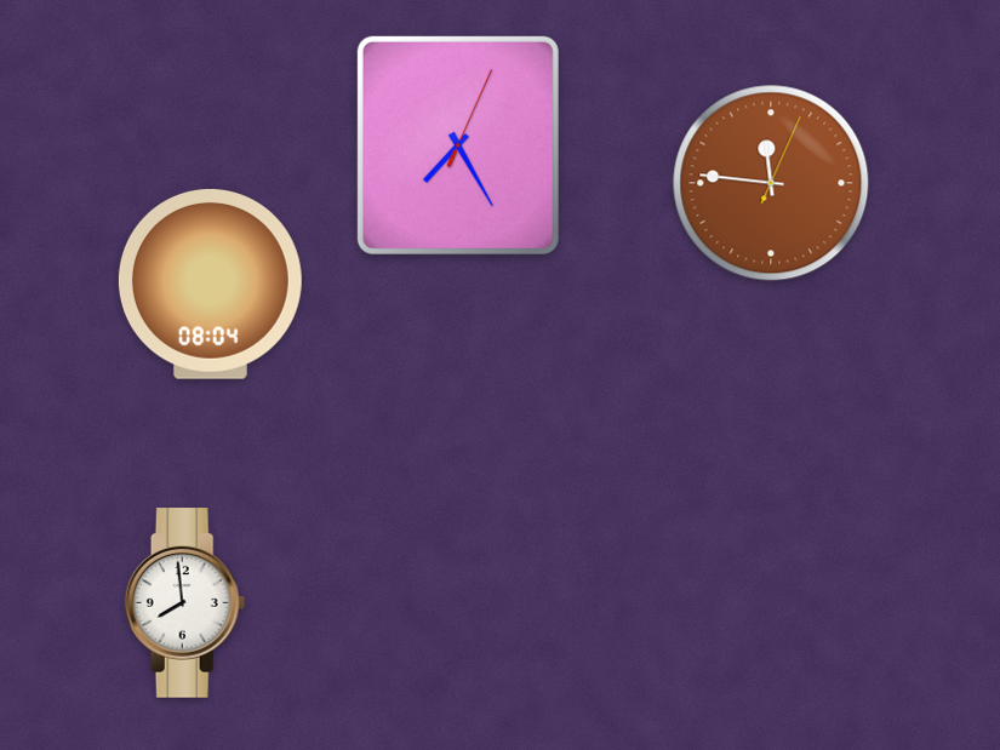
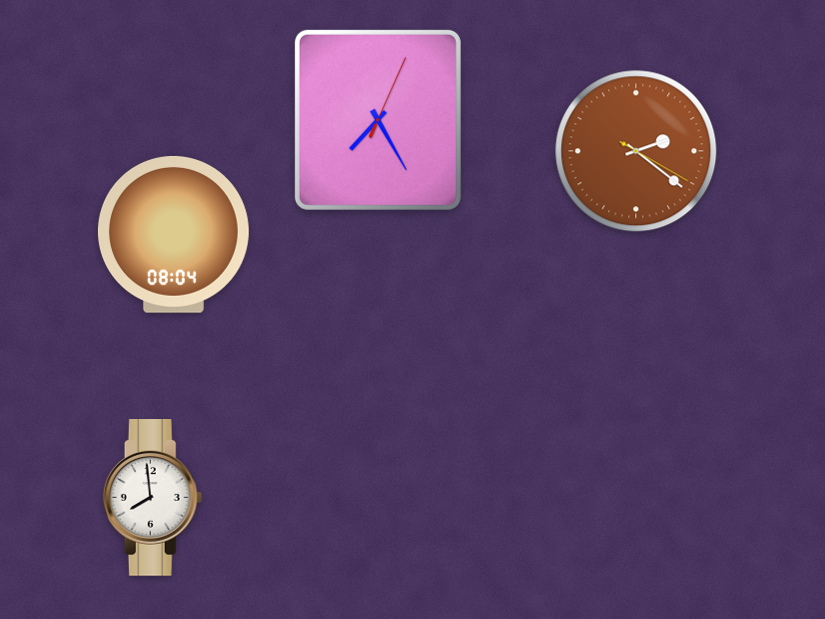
clock at (771, 183): 11:46 -> 2:21
